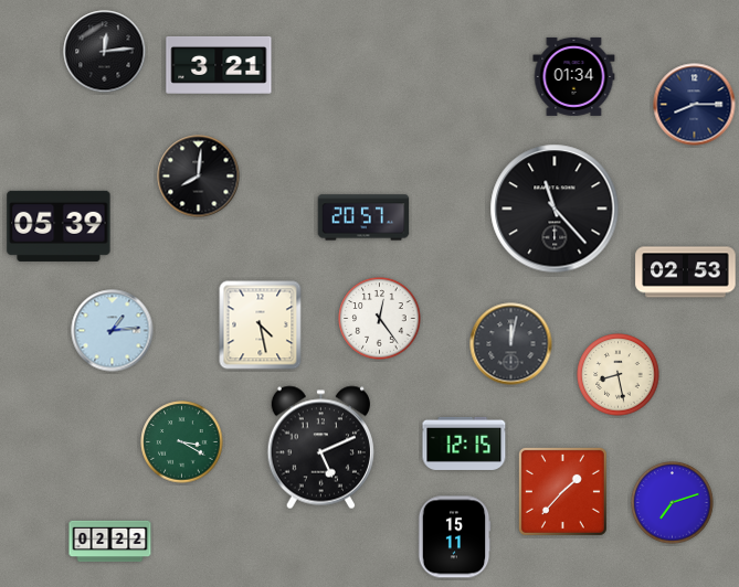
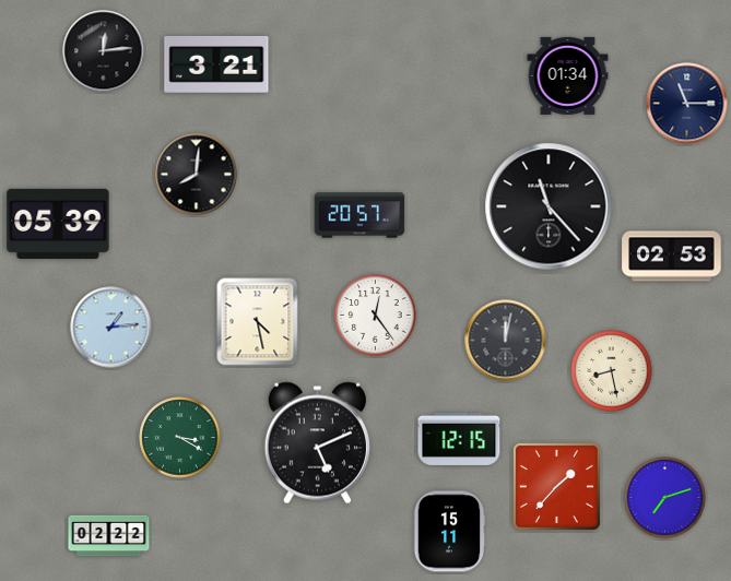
clock at (695, 105): 8:15 -> 11:15
clock at (686, 273) position: (686, 273) -> (672, 257)
